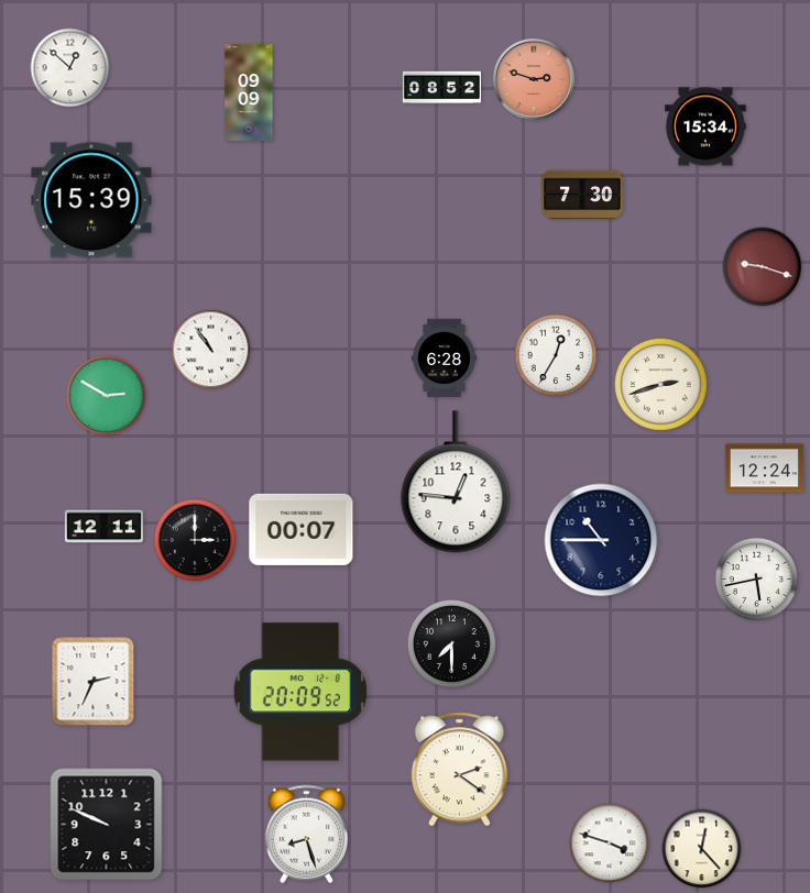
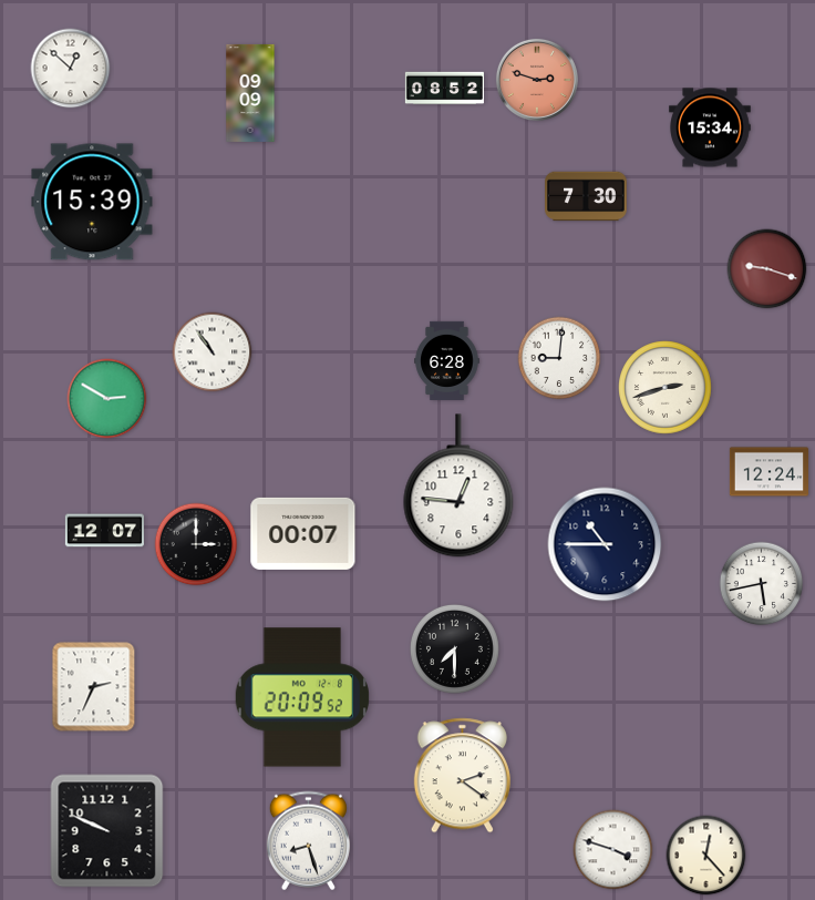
clock at (556, 355): 12:35 -> 9:01
clock at (103, 527): 12:11 -> 12:07
